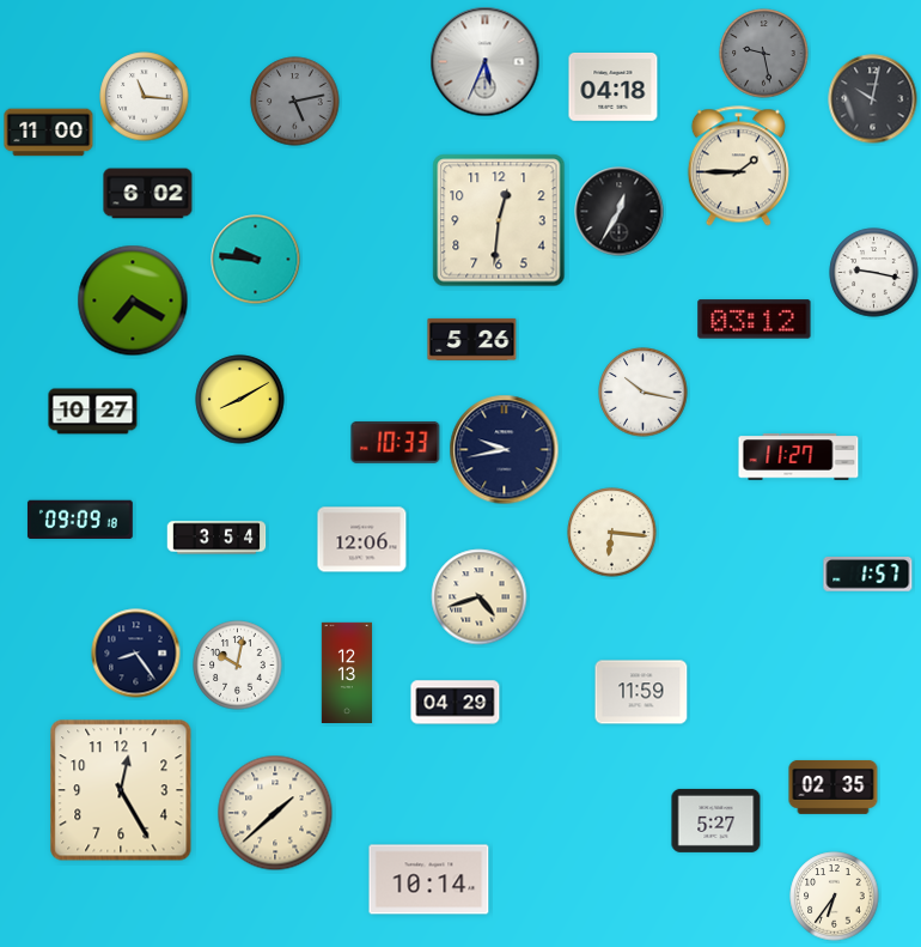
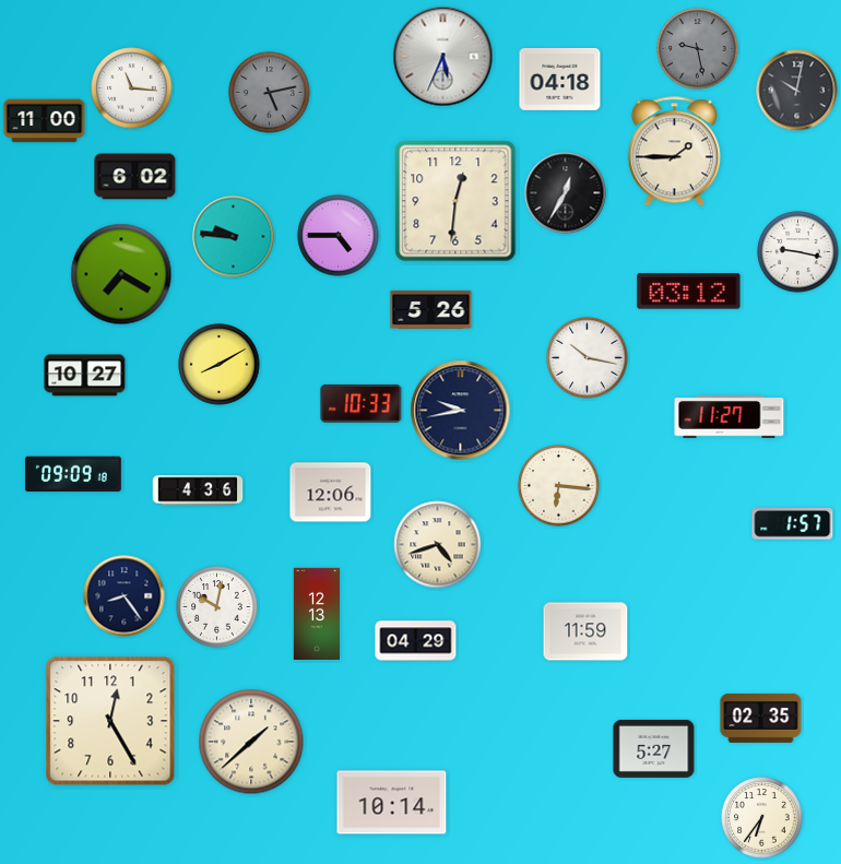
clock at (339, 236): none -> 4:45
clock at (874, 273) position: (874, 273) -> (798, 252)
clock at (216, 538): 3:54 -> 4:36
